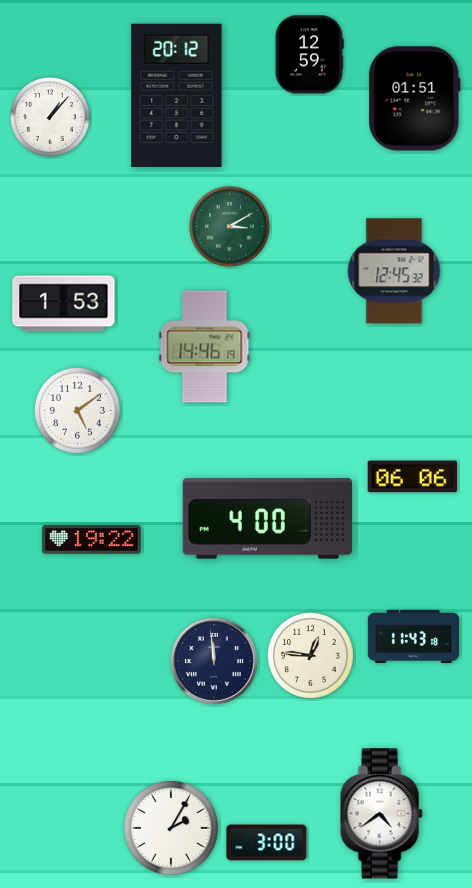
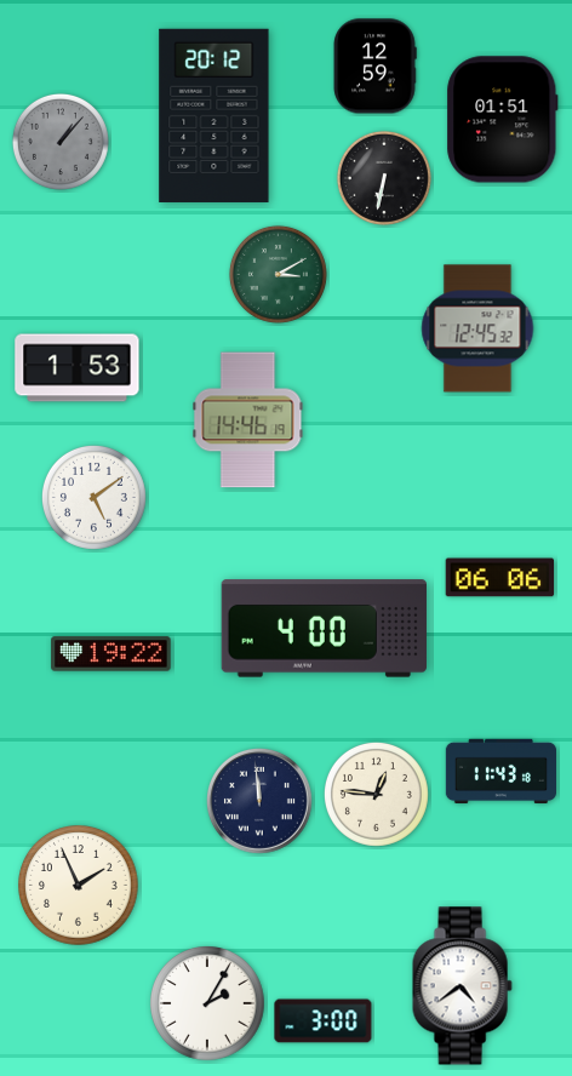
clock at (50, 117) dial: white -> grey
clock at (384, 178): none -> 6:32
clock at (79, 886): none -> 1:56
